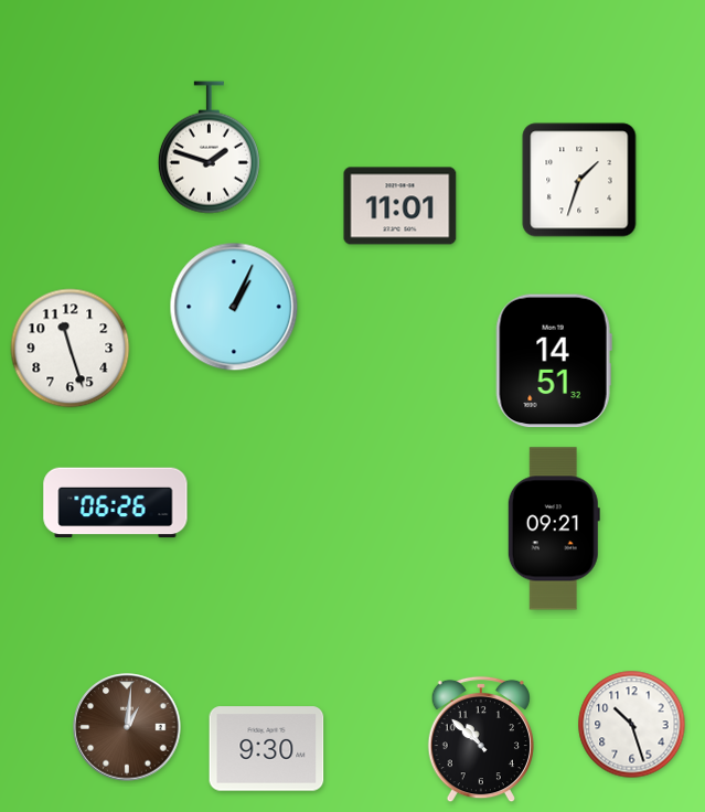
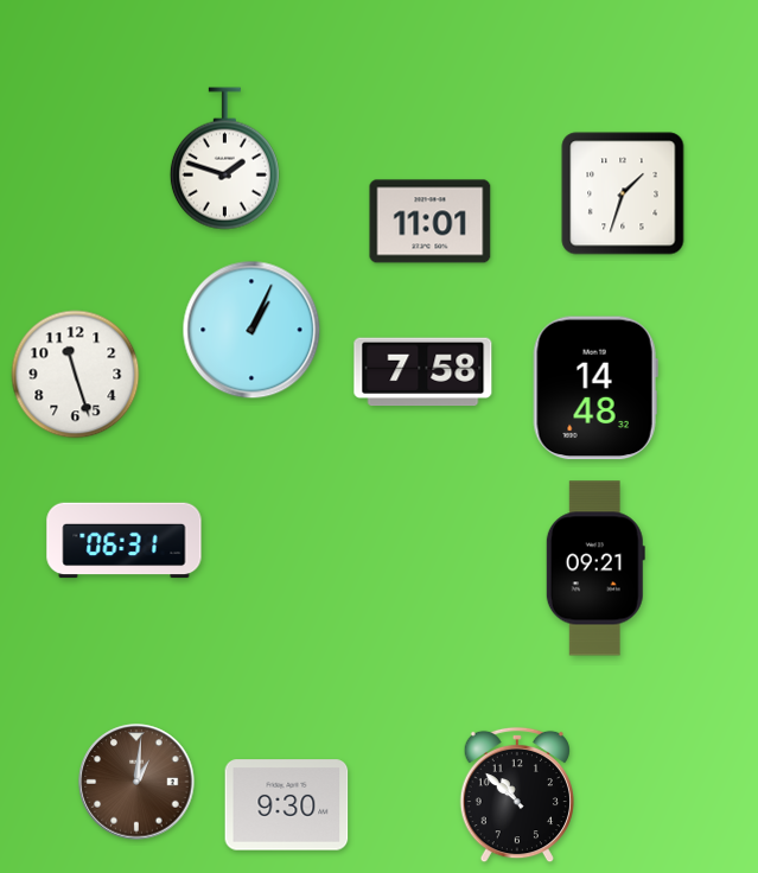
clock at (423, 372): none -> 7:58
clock at (554, 361): 14:51 -> 14:48
clock at (116, 503): 06:26 -> 06:31
clock at (632, 725): 10:27 -> none
